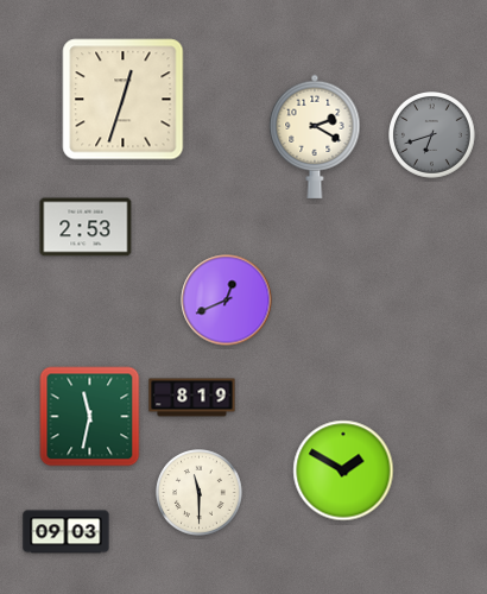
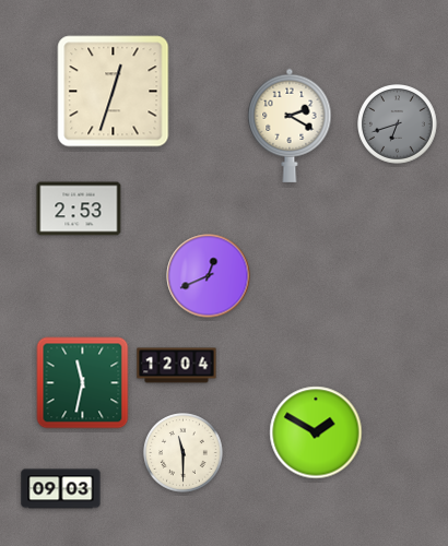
clock at (192, 398): 8:19 -> 12:04
